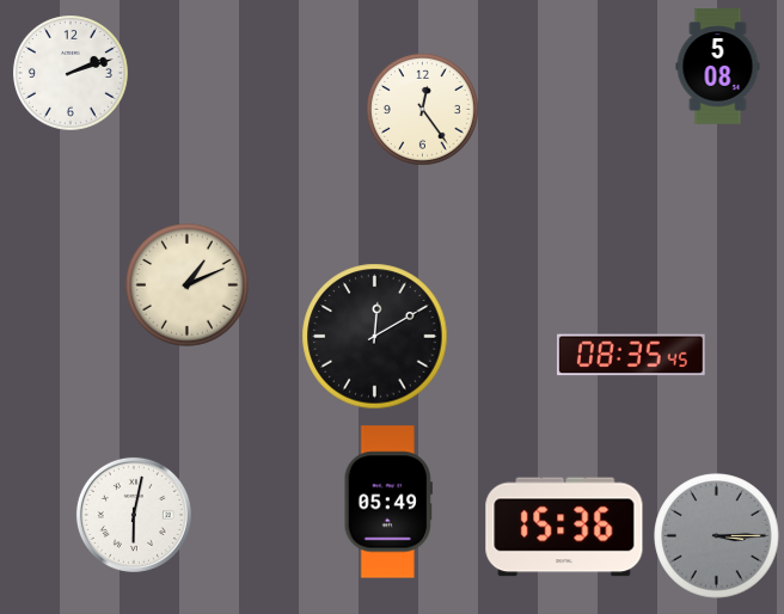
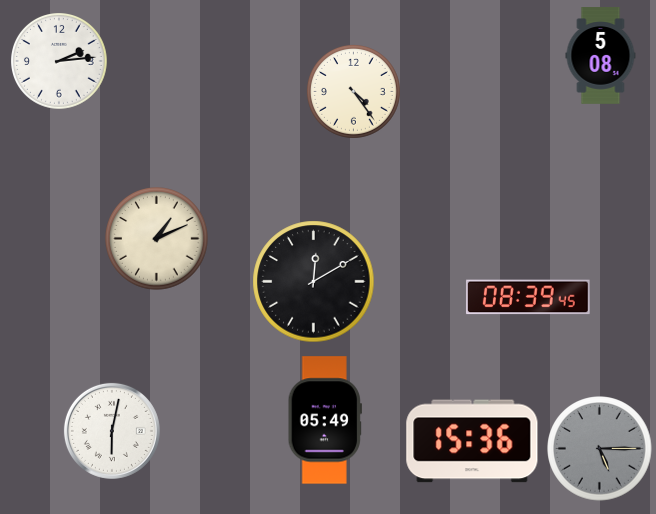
clock at (72, 74): 2:12 -> 2:14
clock at (422, 109): 12:24 -> 4:24
clock at (631, 355): 08:35 -> 08:39
clock at (717, 536): 3:15 -> 5:15
